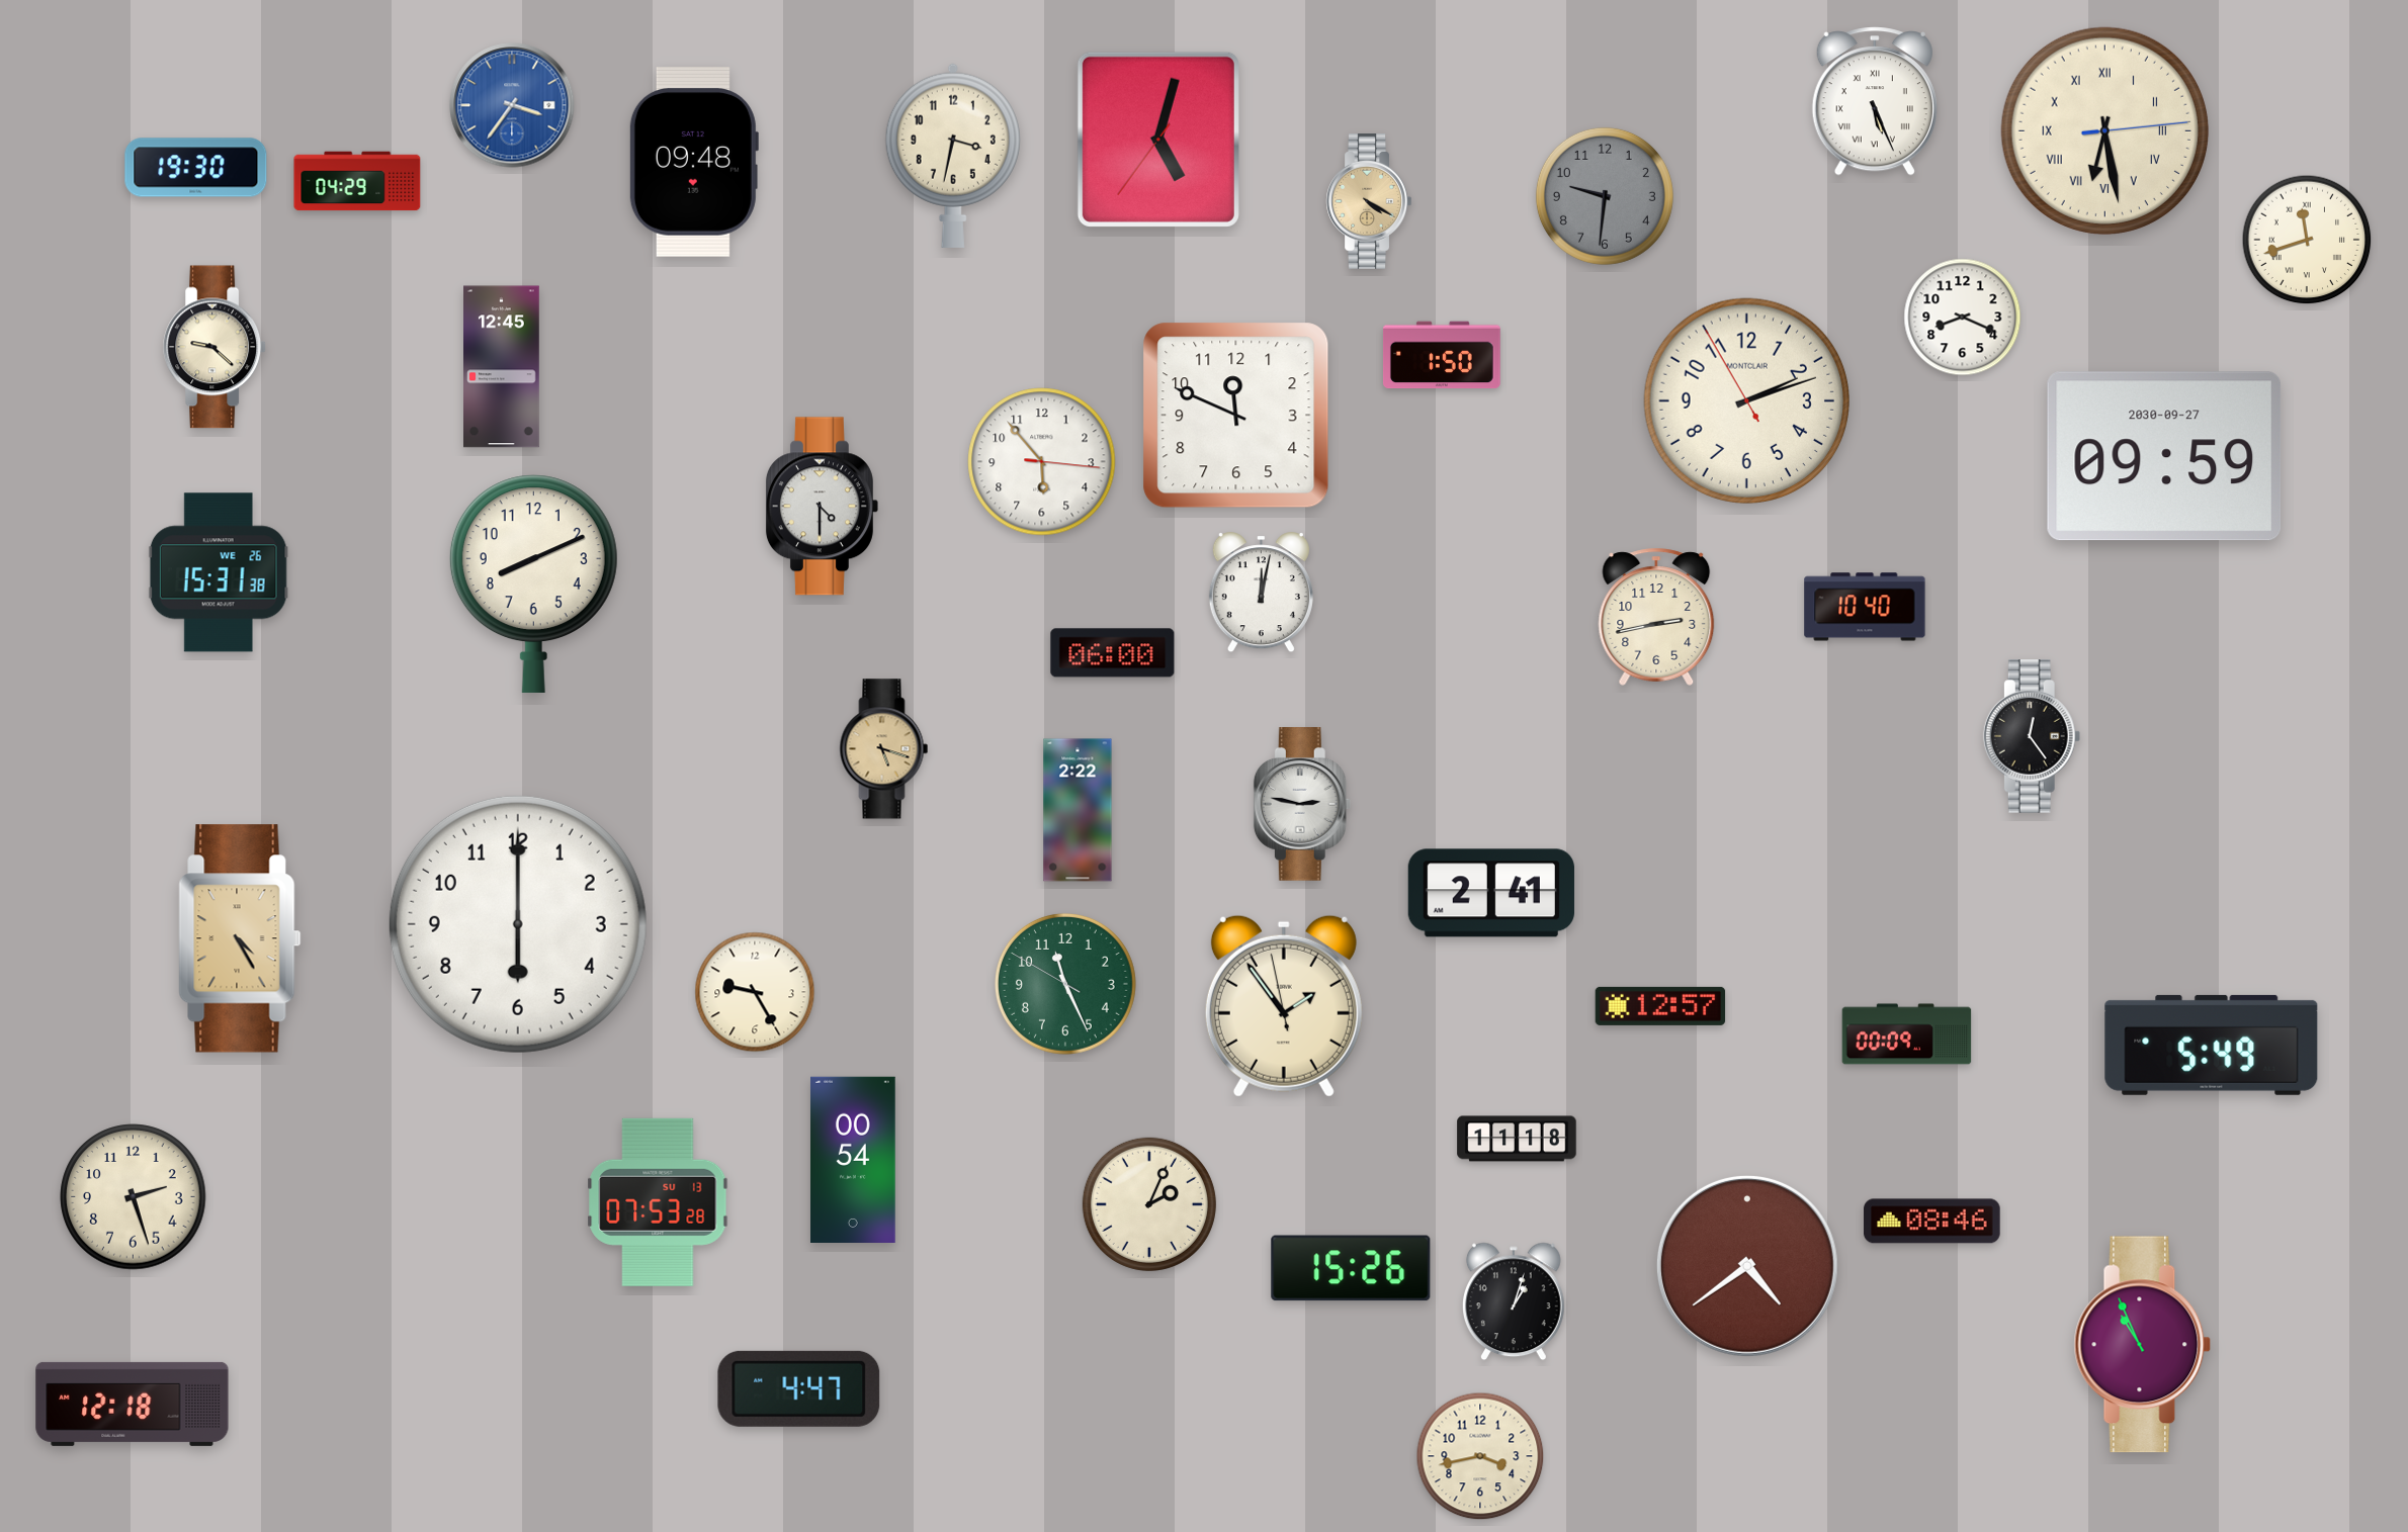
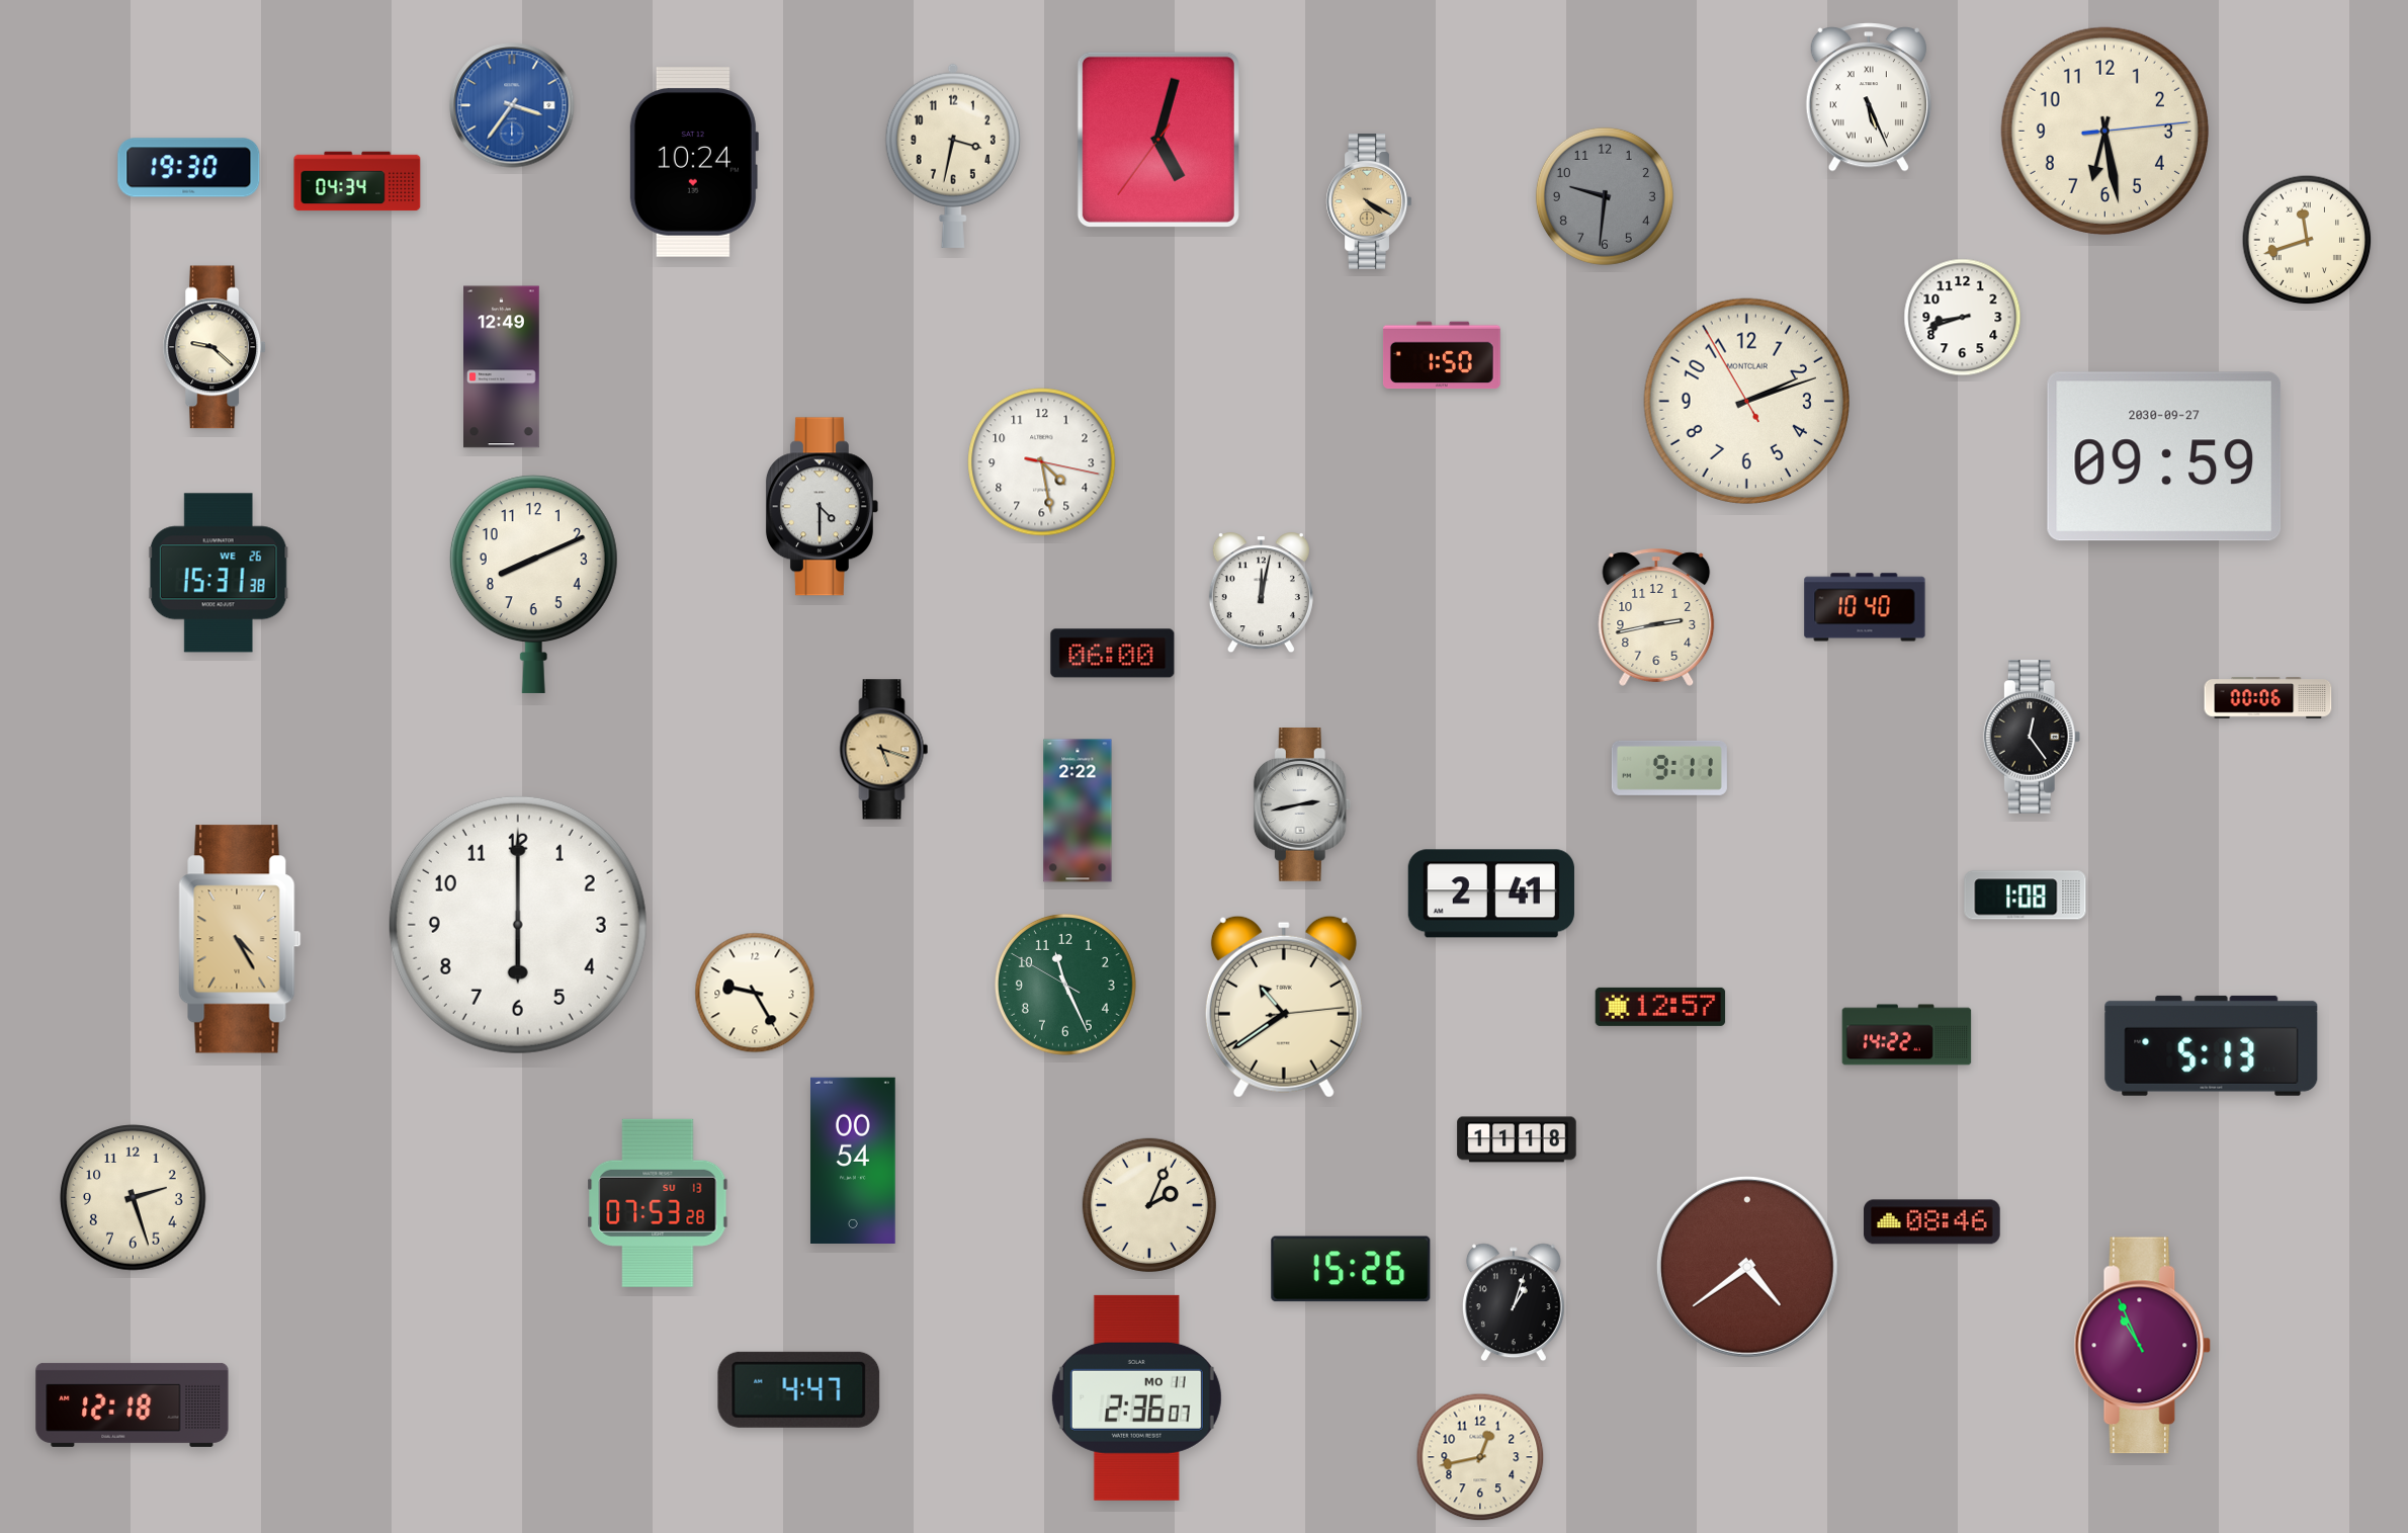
clock at (1875, 101) position: (1875, 101) -> (1869, 97)
clock at (2104, 130) numerals: Roman -> Arabic
clock at (693, 163): 09:48 -> 10:24
clock at (196, 168) position: (196, 168) -> (189, 168)
clock at (357, 181): 04:29 -> 04:34
clock at (1963, 318): 8:19 -> 8:42
clock at (502, 367): 12:45 -> 12:49
clock at (1236, 416): 11:49 -> none
clock at (1042, 462): 5:53 -> 4:28
clock at (2268, 698): none -> 00:06
clock at (1669, 768): none -> 9:11
clock at (1302, 805): 2:47 -> 2:43
clock at (2026, 896): none -> 1:08
clock at (1284, 1006): 1:53 -> 10:39
clock at (1907, 1034): 00:09 -> 14:22
clock at (2212, 1045): 5:49 -> 5:13
clock at (1136, 1397): none -> 2:36
clock at (1480, 1456): 3:43 -> 12:43
